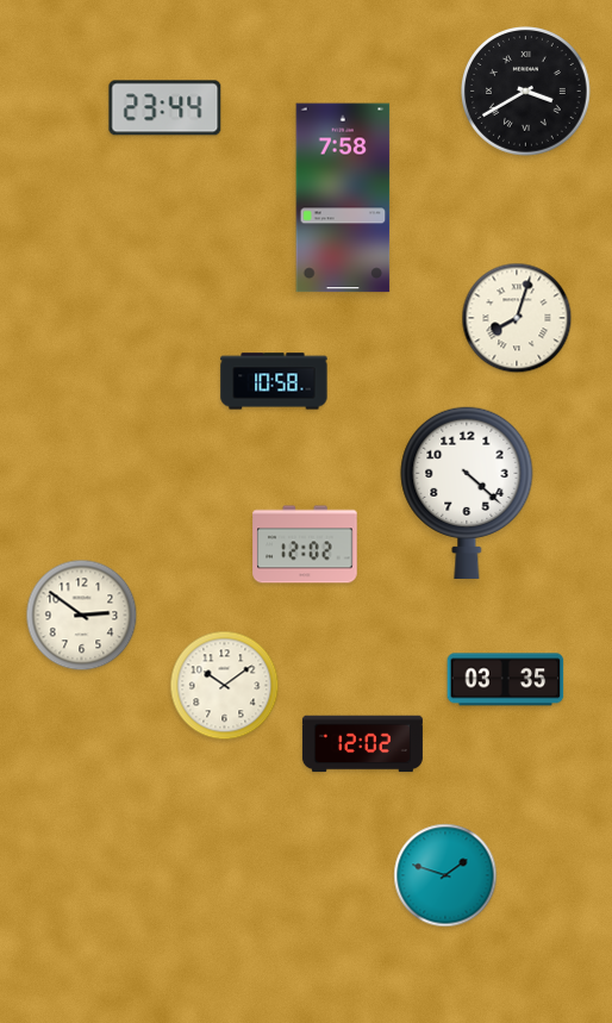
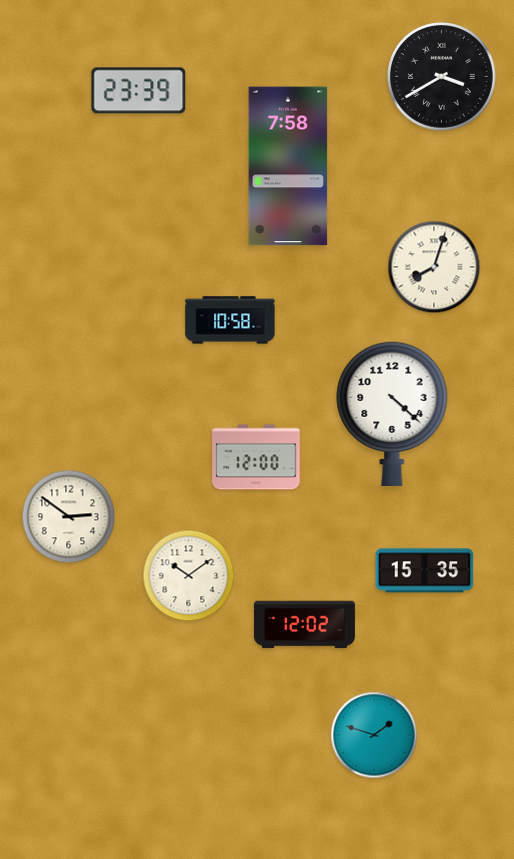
clock at (166, 108): 23:44 -> 23:39
clock at (305, 544): 12:02 -> 12:00
clock at (506, 680): 03:35 -> 15:35
